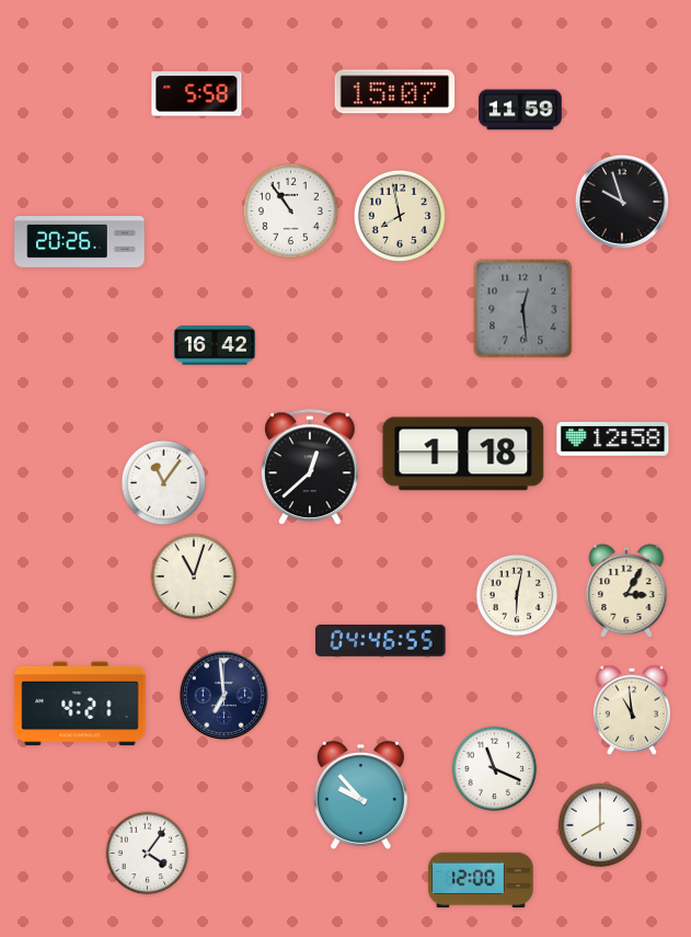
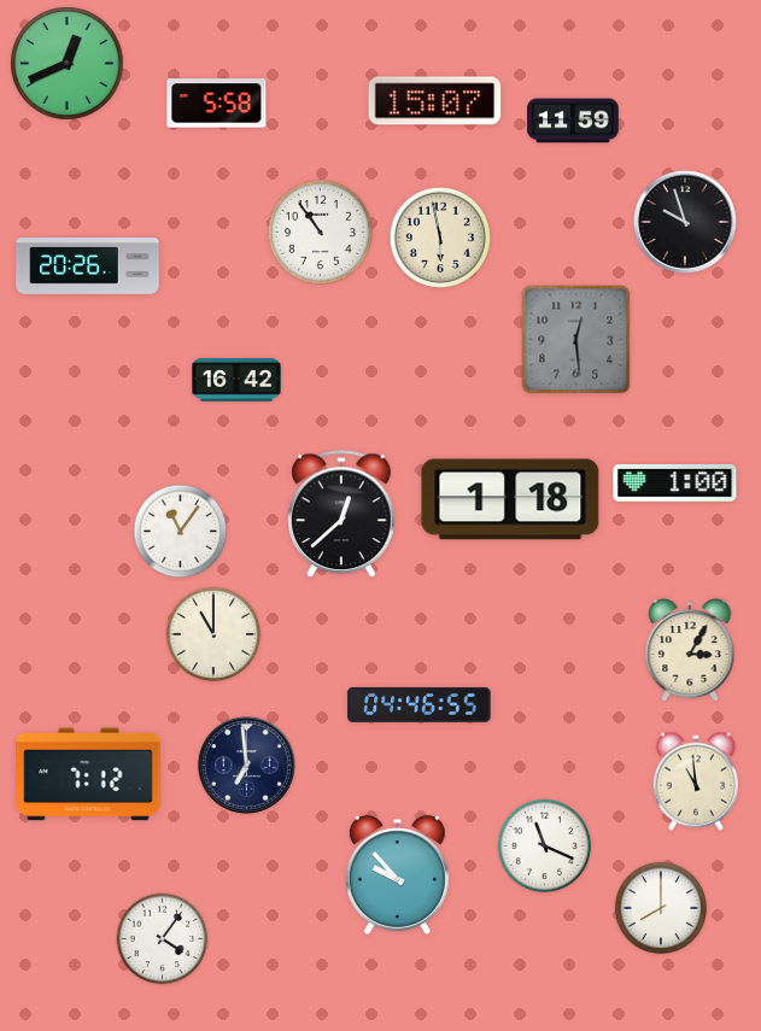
clock at (68, 64): none -> 12:41
clock at (400, 216): 7:58 -> 5:58
clock at (613, 439): 12:58 -> 1:00
clock at (194, 576): 11:03 -> 11:00
clock at (517, 595): 6:02 -> none
clock at (80, 704): 4:21 -> 7:12
clock at (481, 880): 12:00 -> none
